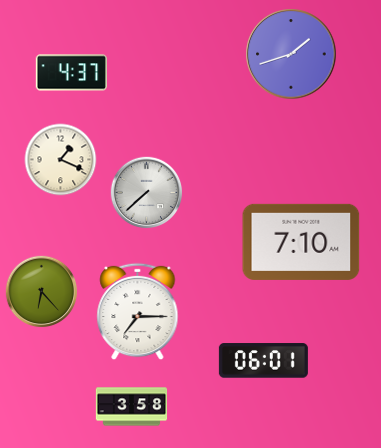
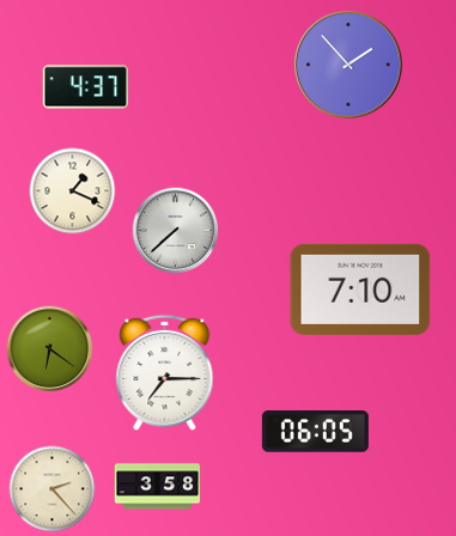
clock at (291, 54): 1:42 -> 1:53
clock at (42, 292): 6:23 -> 6:21
clock at (263, 361): 06:01 -> 06:05
clock at (53, 489): none -> 2:23
